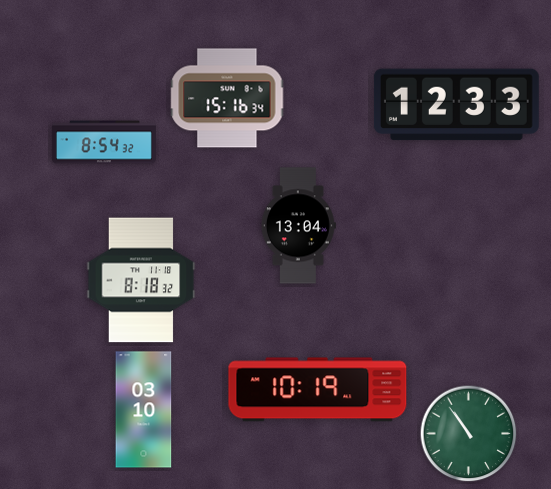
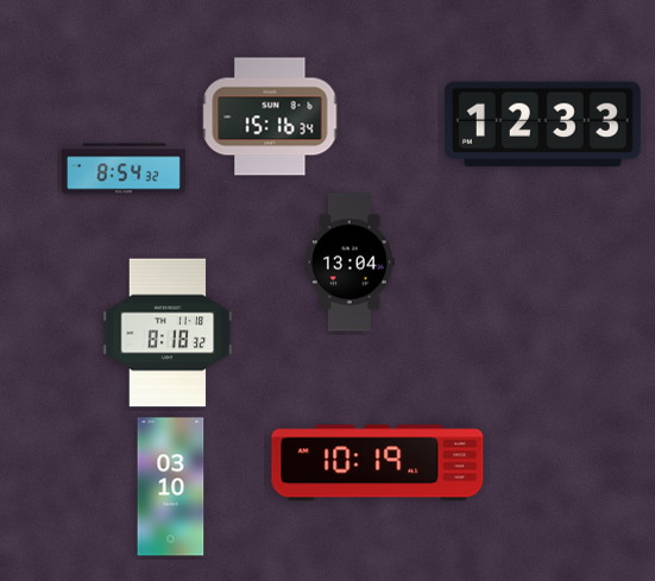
clock at (298, 226) position: (298, 226) -> (349, 263)
clock at (469, 434): 10:54 -> none
